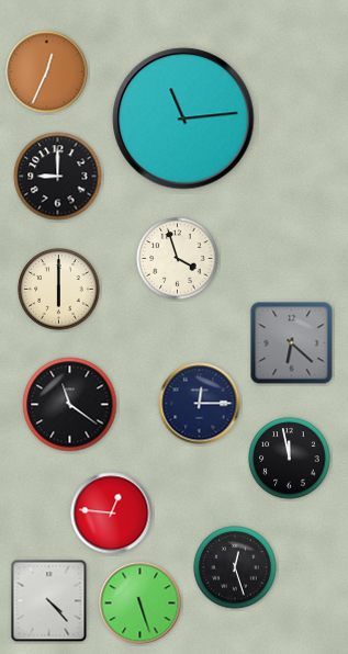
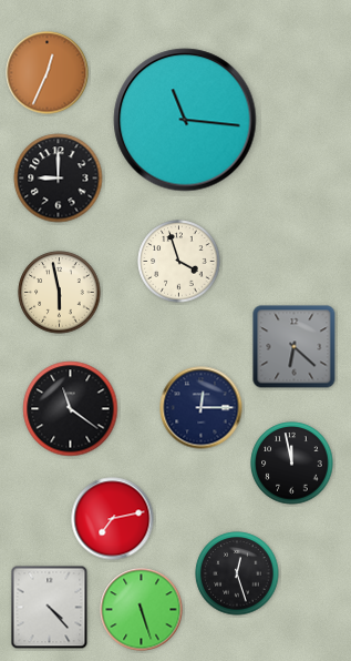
clock at (183, 119): 11:14 -> 11:16
clock at (59, 290): 6:00 -> 5:58
clock at (112, 514): 12:46 -> 7:13
